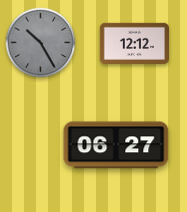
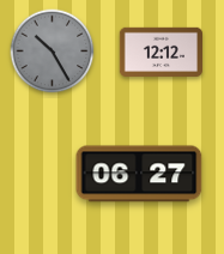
clock at (41, 43) position: (41, 43) -> (53, 52)
